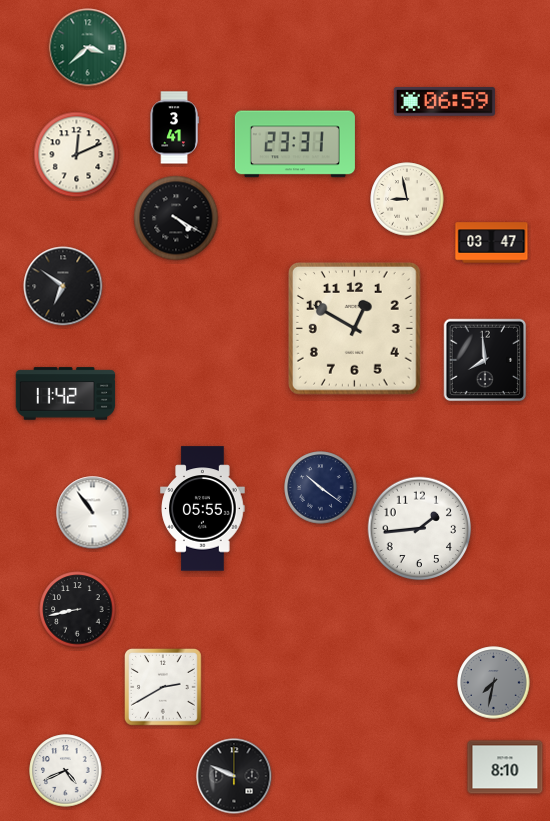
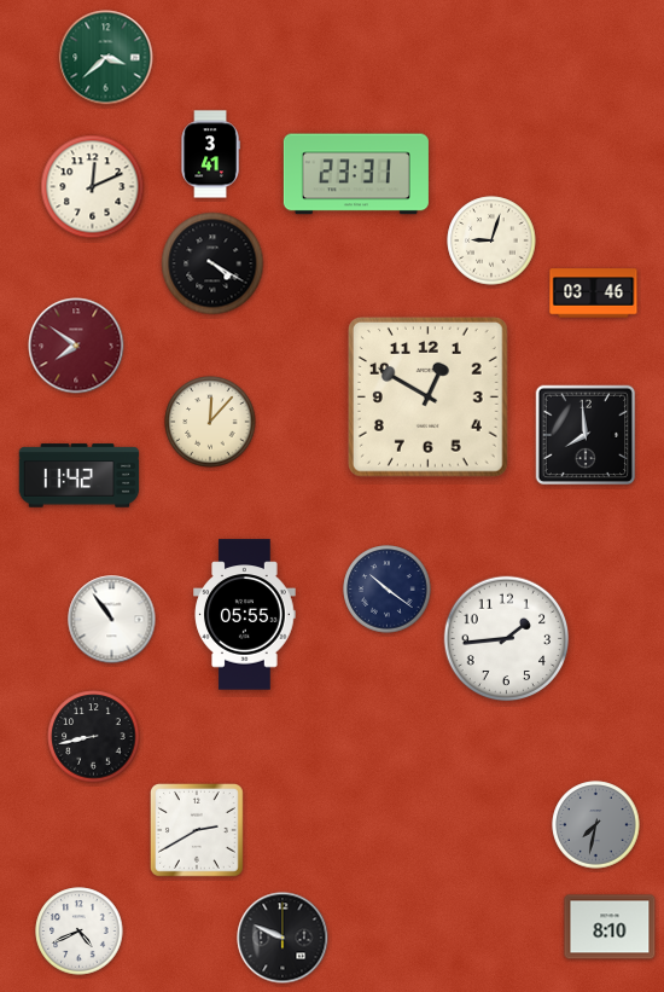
clock at (444, 102): 06:59 -> none
clock at (407, 199): 8:58 -> 9:03
clock at (492, 243): 03:47 -> 03:46
clock at (63, 286): 6:51 -> 7:51
clock at (63, 286) dial: black -> burgundy
clock at (210, 422): none -> 12:07
